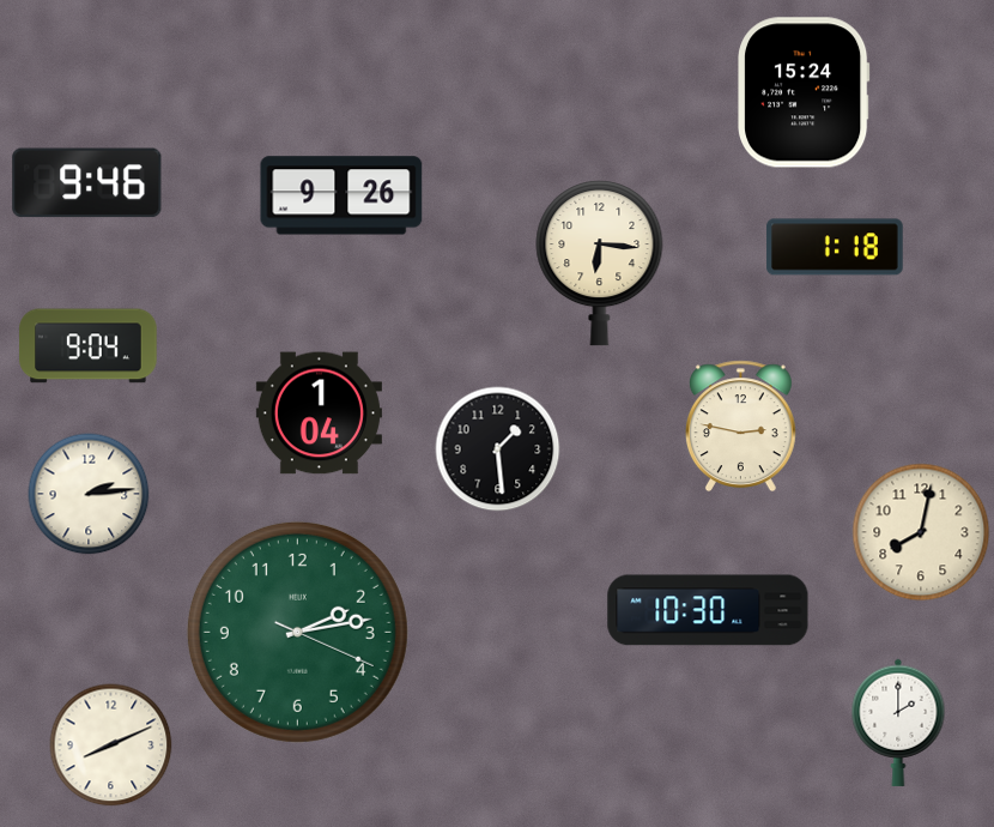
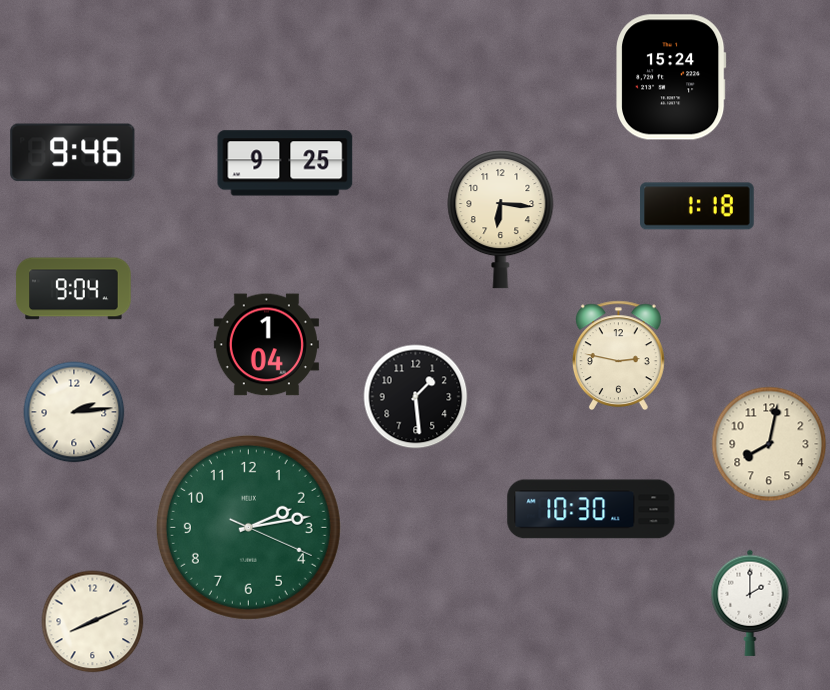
clock at (341, 195): 9:26 -> 9:25
clock at (498, 449) position: (498, 449) -> (416, 397)
